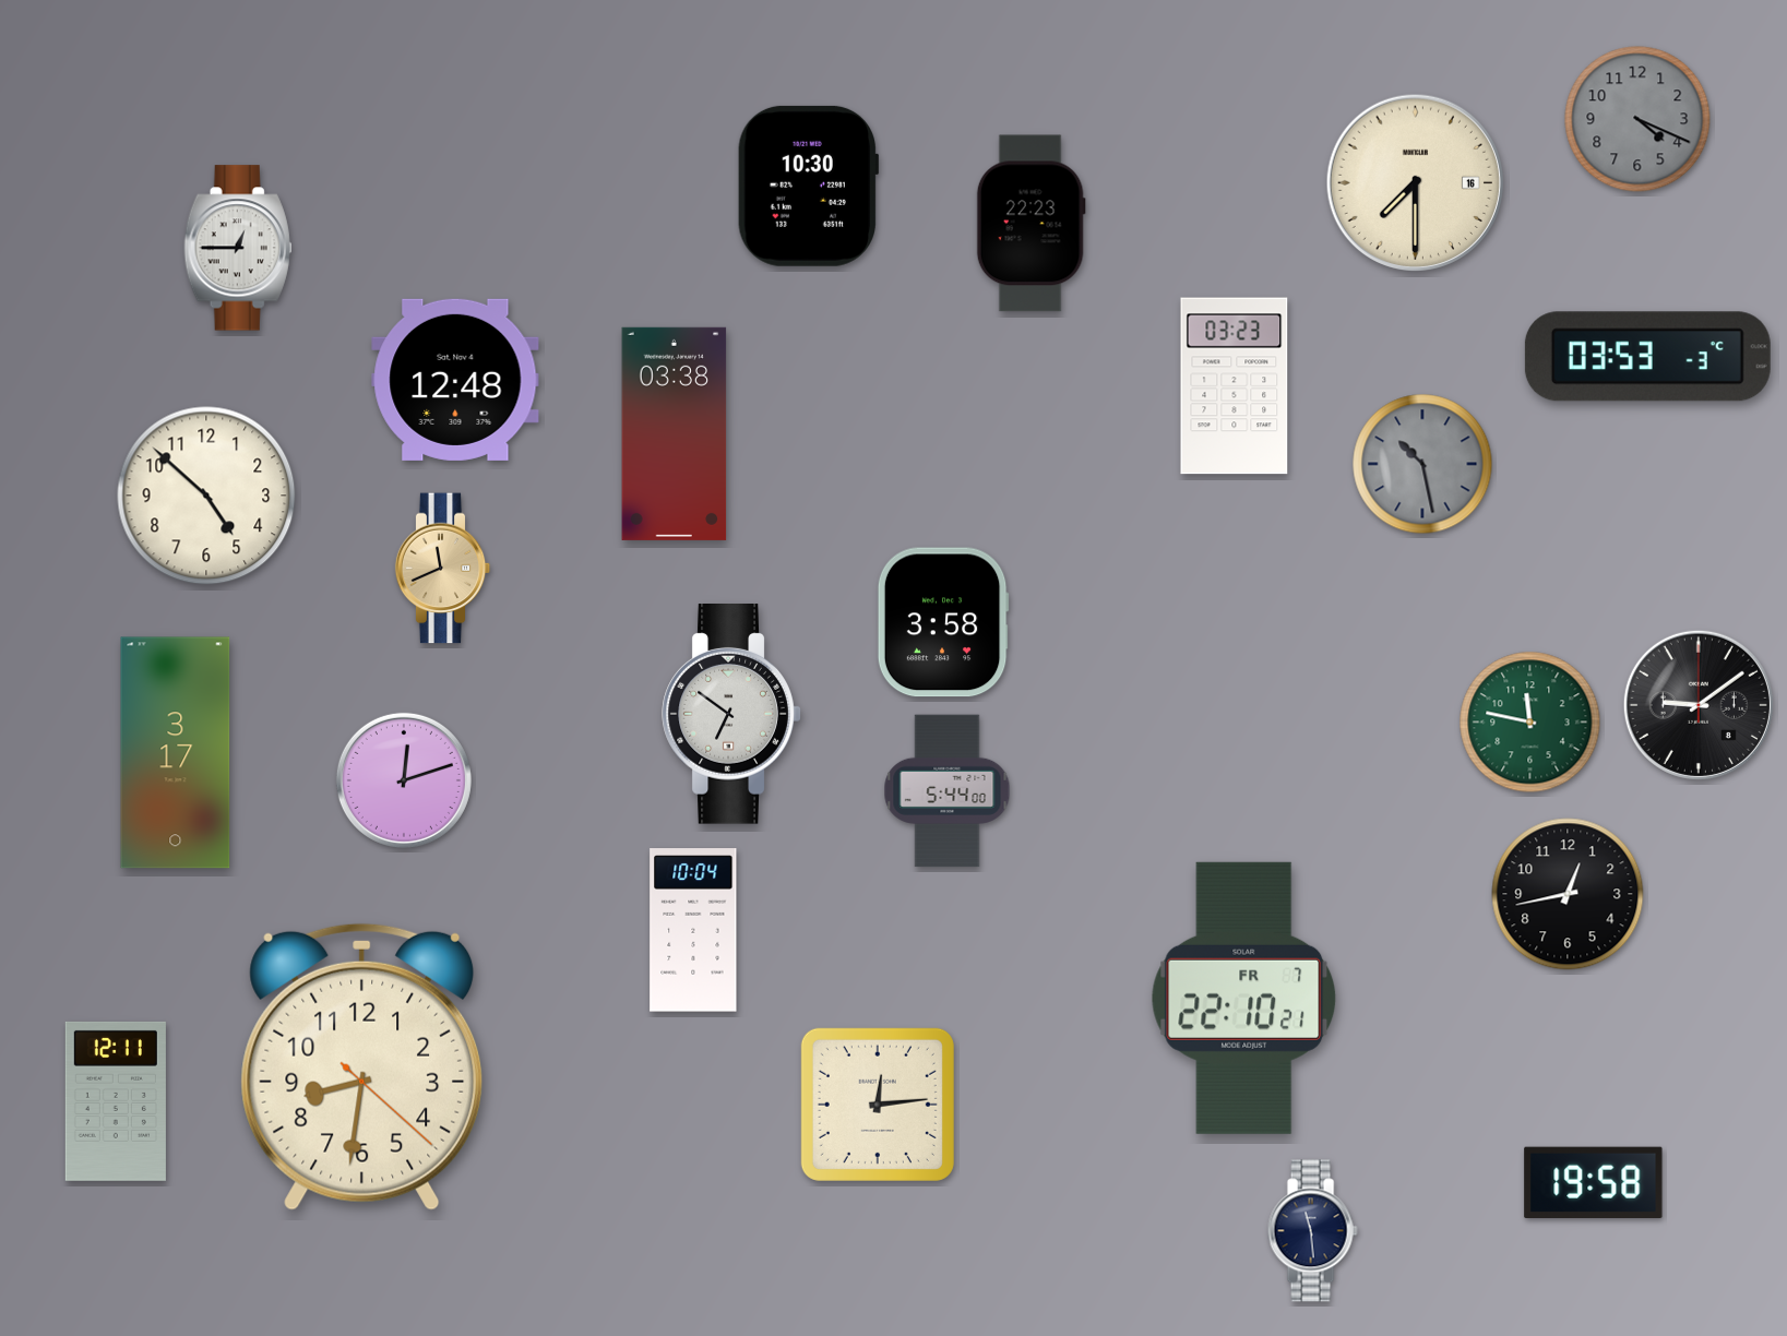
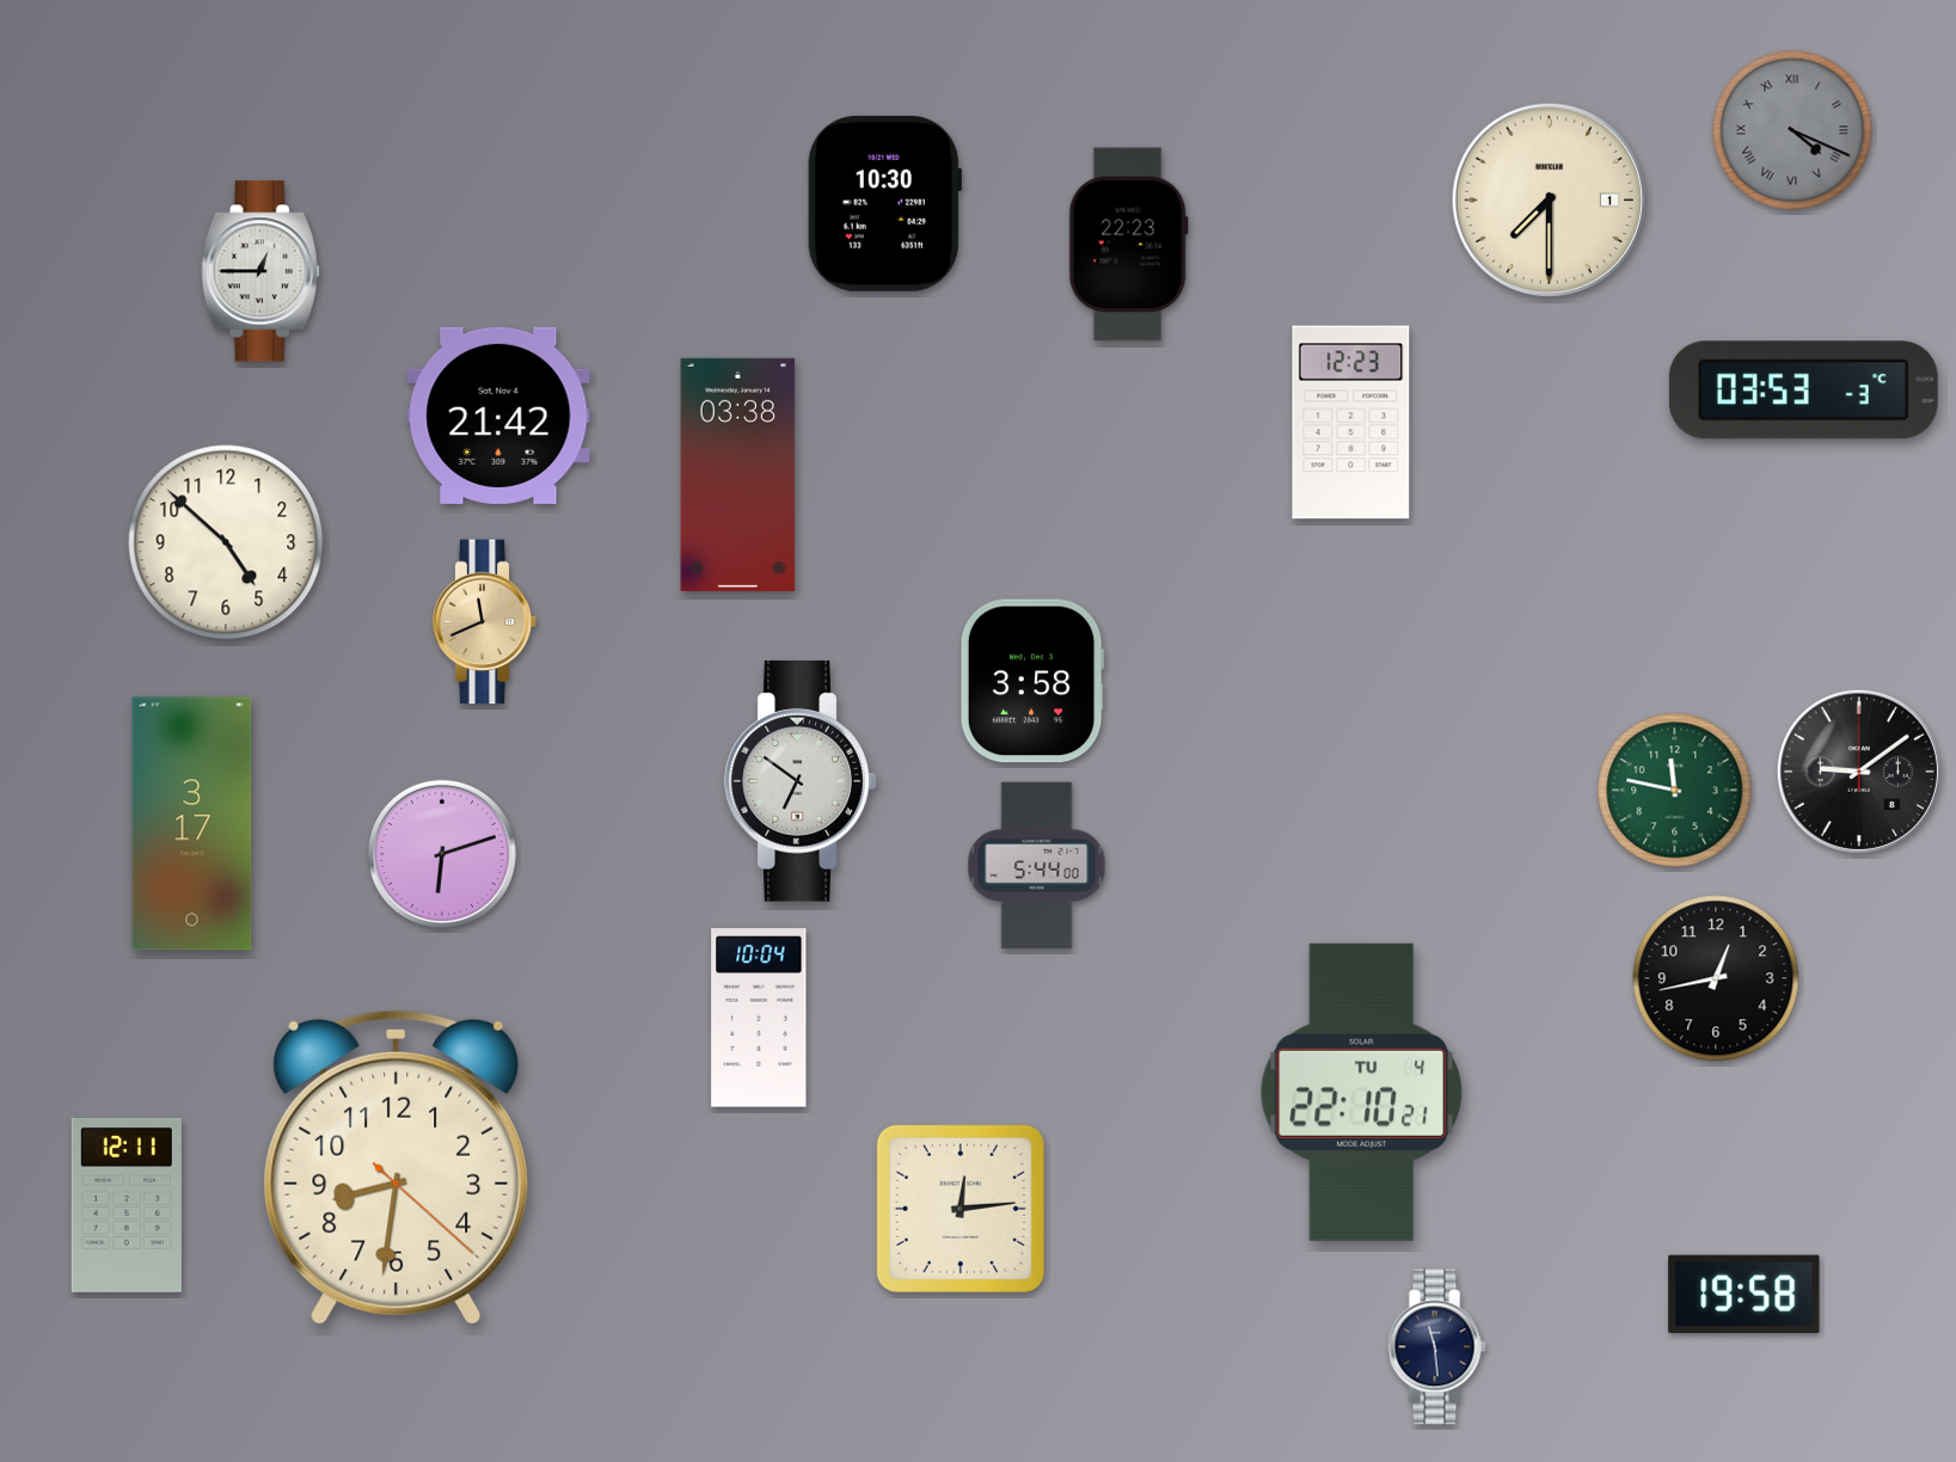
clock at (1637, 119) numerals: Arabic -> Roman
clock at (1415, 182) date: 16 -> 1
clock at (455, 380): 12:48 -> 21:42
clock at (1235, 386): 03:23 -> 12:23
clock at (1422, 464): 10:28 -> none
clock at (404, 780): 12:12 -> 6:12
clock at (1244, 998) date: FR 7 -> TU 4
